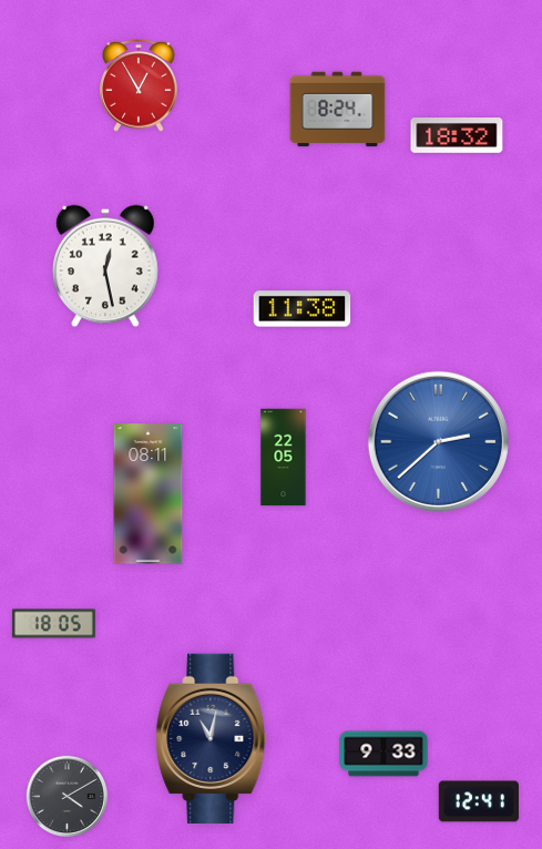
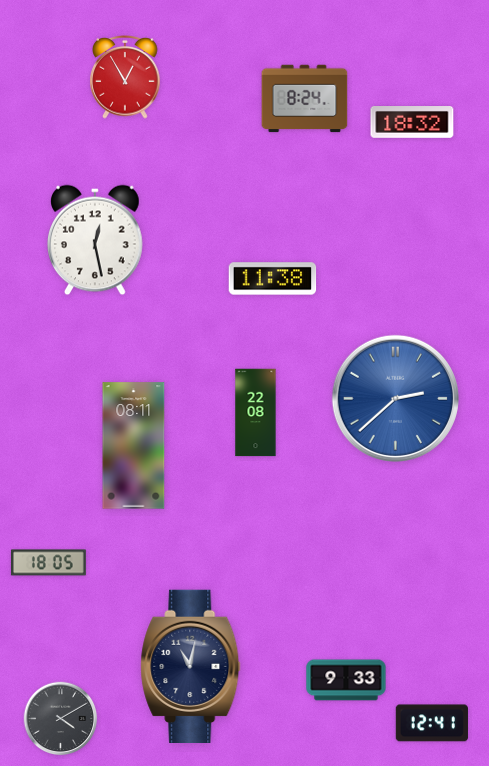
clock at (284, 458): 22:05 -> 22:08
